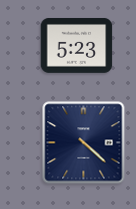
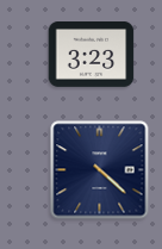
clock at (77, 45): 5:23 -> 3:23
